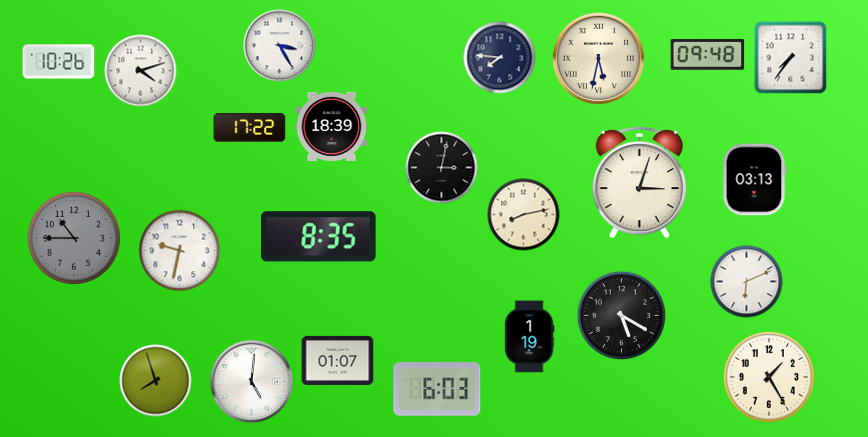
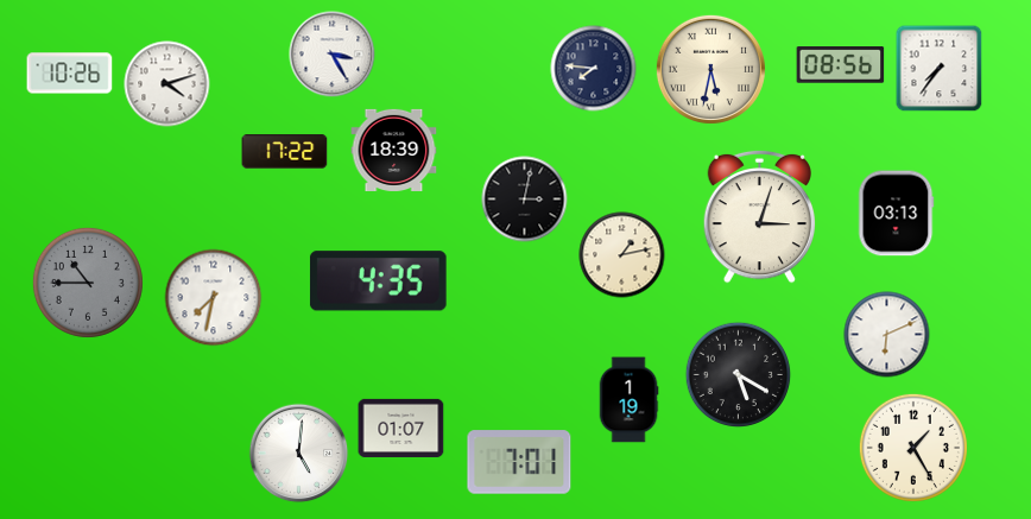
clock at (708, 55): 09:48 -> 08:56
clock at (250, 128) position: (250, 128) -> (285, 152)
clock at (524, 215): 8:13 -> 1:13
clock at (318, 237): 8:35 -> 4:35
clock at (180, 251): 9:32 -> 7:32
clock at (156, 381): 7:57 -> none
clock at (437, 389): 6:03 -> 7:01
